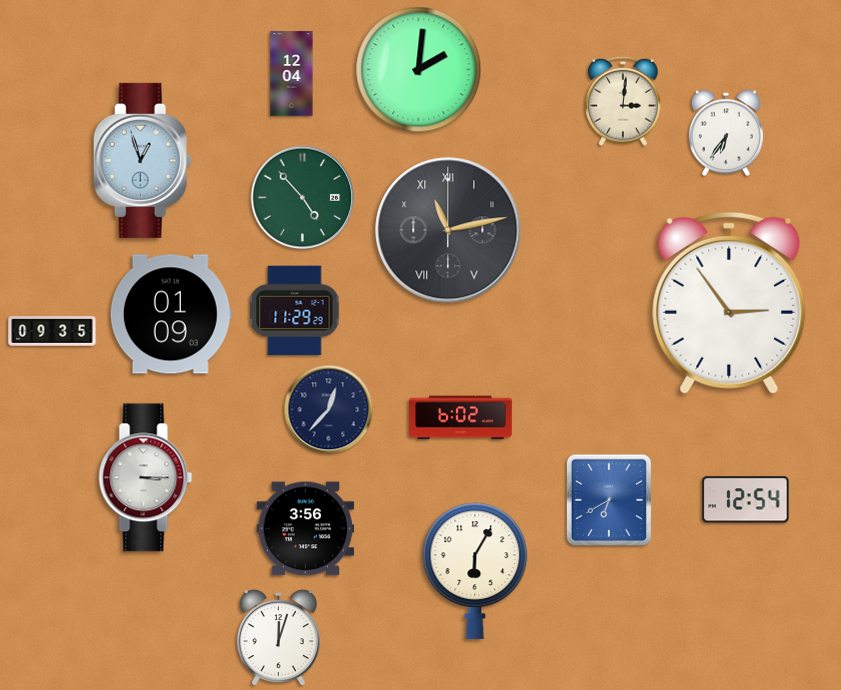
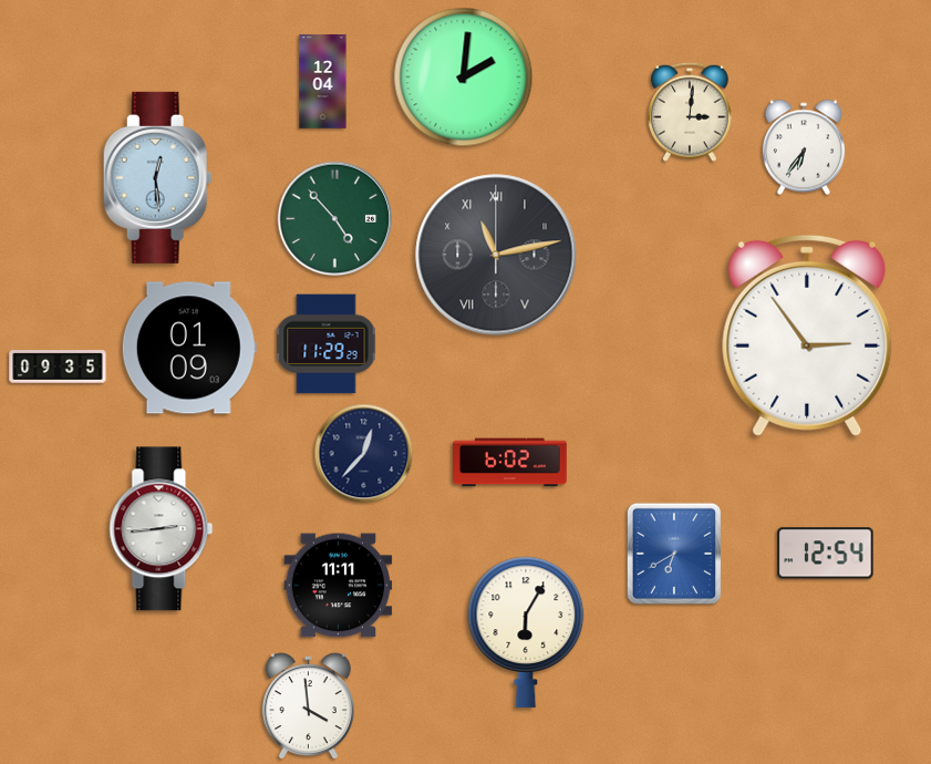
clock at (142, 160): 12:57 -> 12:29
clock at (146, 478): 3:15 -> 2:44
clock at (306, 529): 3:56 -> 11:11
clock at (278, 638): 12:03 -> 3:59
